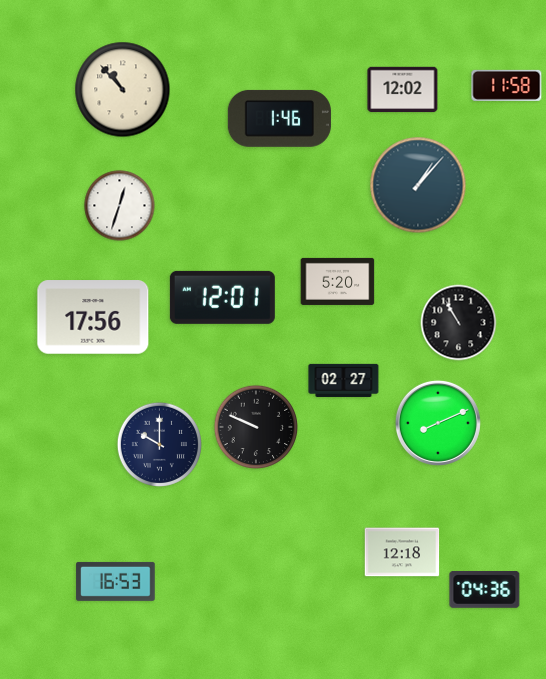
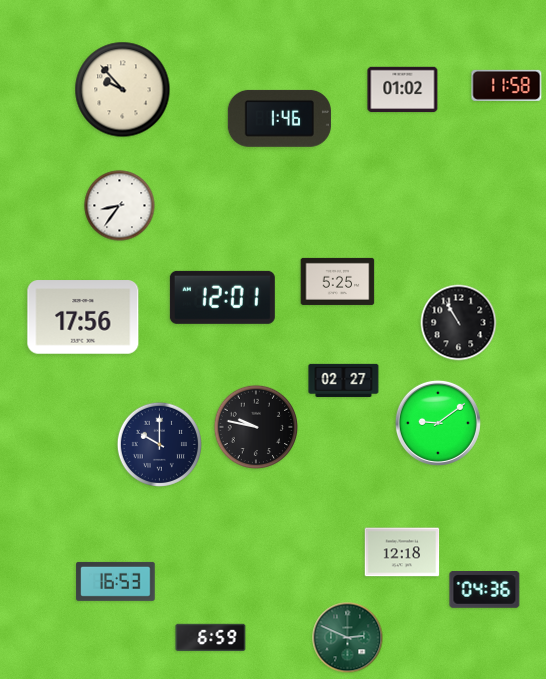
clock at (123, 90): 10:53 -> 9:53
clock at (403, 90): 12:02 -> 01:02
clock at (418, 185): 1:07 -> none
clock at (120, 206): 12:33 -> 8:36
clock at (338, 281): 5:20 -> 5:25
clock at (93, 317) position: (93, 317) -> (83, 317)
clock at (438, 423): 8:11 -> 9:09
clock at (256, 427): 9:49 -> 9:47
clock at (211, 637): none -> 6:59
clock at (348, 638): none -> 2:49
